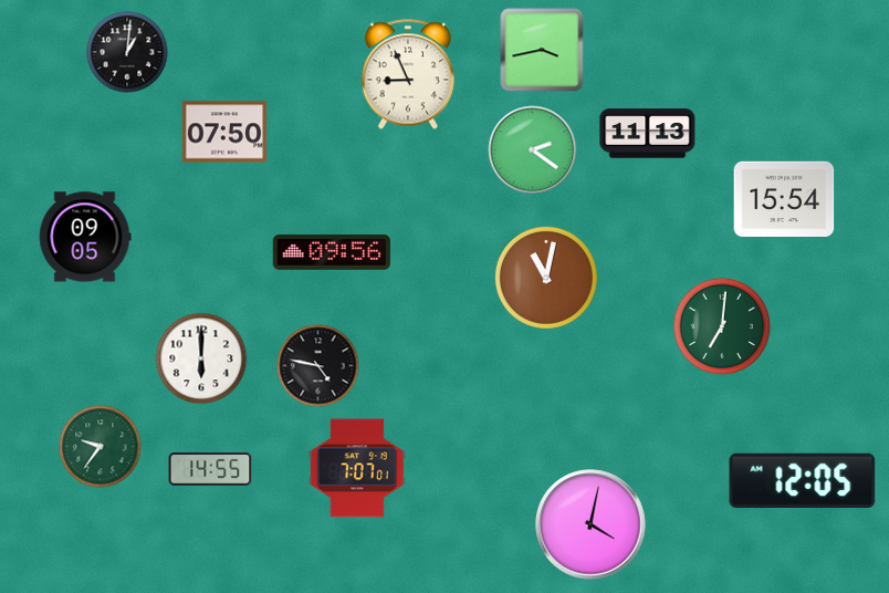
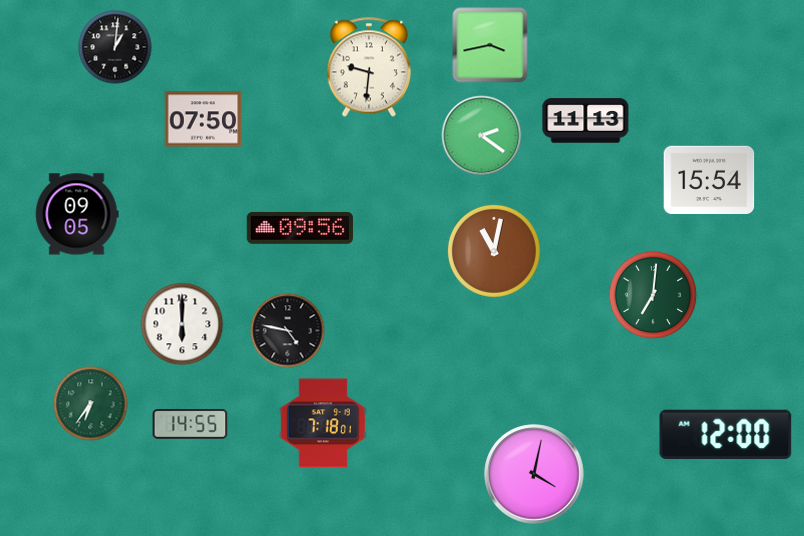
clock at (407, 74): 8:56 -> 9:31
clock at (101, 447): 9:36 -> 6:36
clock at (357, 468): 7:07 -> 7:18
clock at (803, 480): 12:05 -> 12:00
